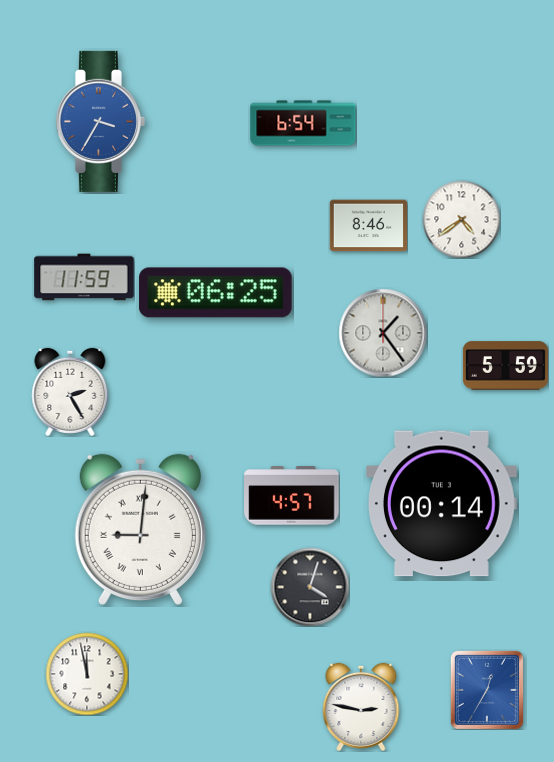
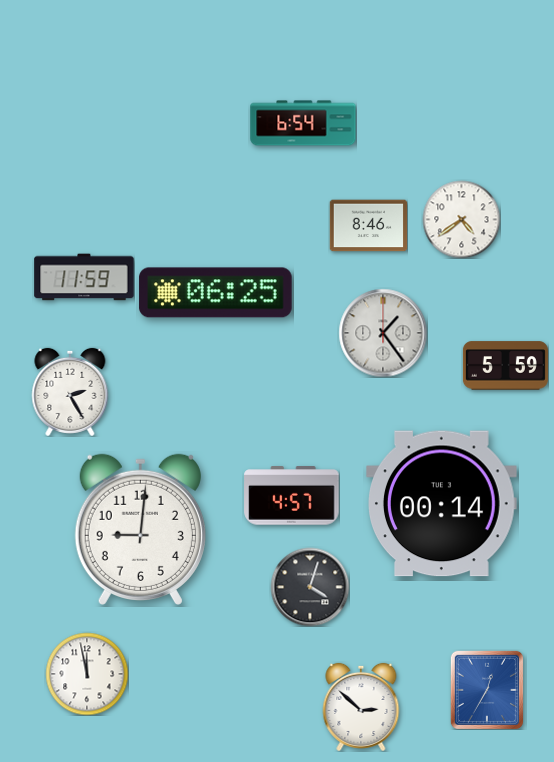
clock at (100, 121): 3:35 -> none
clock at (140, 529) numerals: Roman -> Arabic
clock at (361, 707): 2:47 -> 2:52
